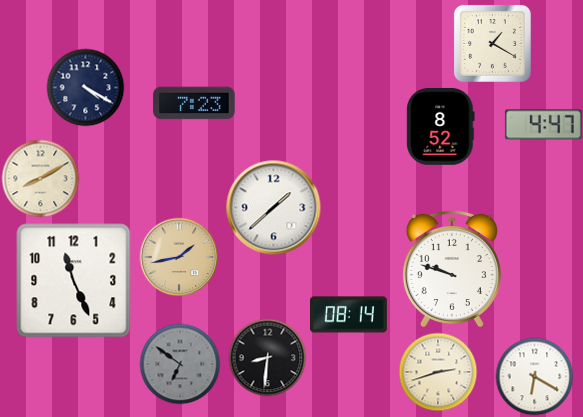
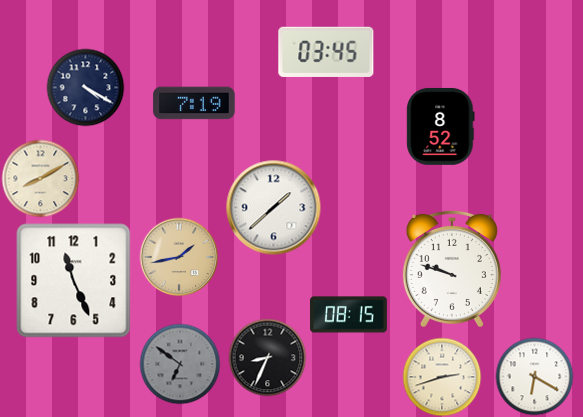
clock at (492, 43): 1:20 -> none
clock at (326, 52): none -> 03:45
clock at (194, 103): 7:23 -> 7:19
clock at (543, 125): 4:47 -> none
clock at (349, 315): 08:14 -> 08:15
clock at (267, 357): 8:31 -> 8:34
clock at (438, 372) position: (438, 372) -> (442, 377)
